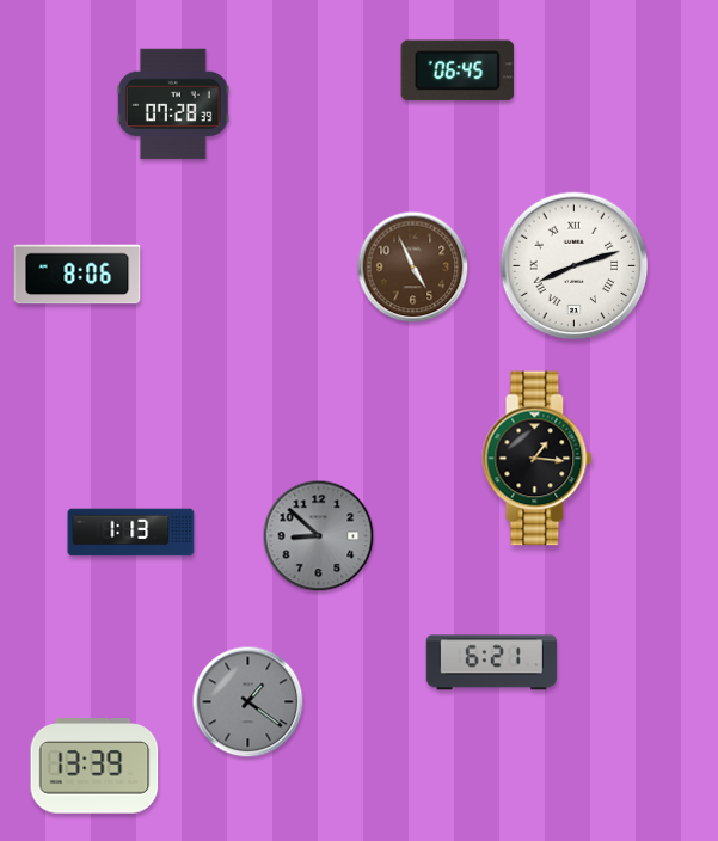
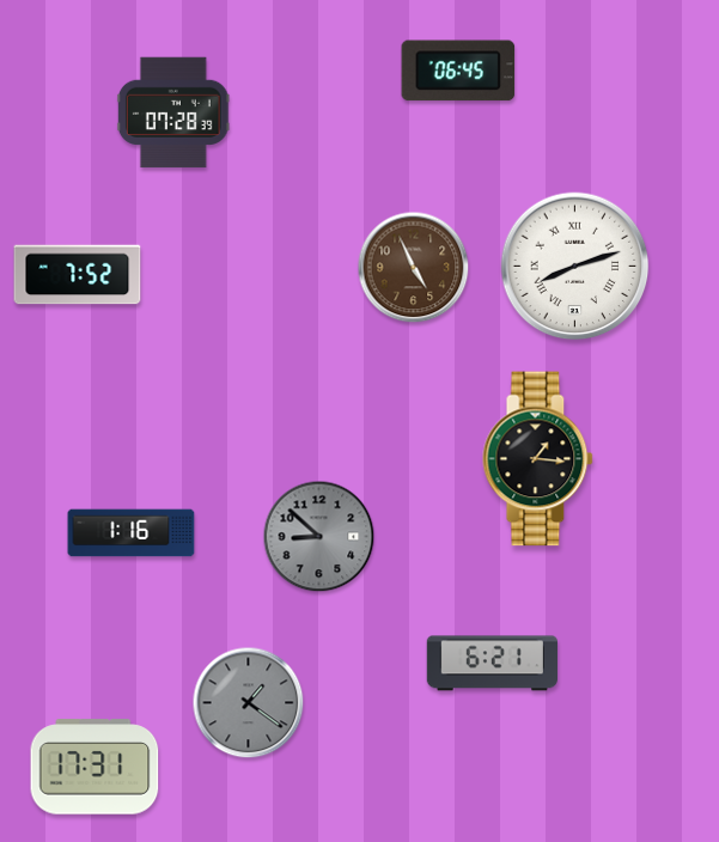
clock at (173, 104) position: (173, 104) -> (173, 112)
clock at (78, 275): 8:06 -> 7:52
clock at (131, 533): 1:13 -> 1:16
clock at (94, 766): 13:39 -> 17:31
